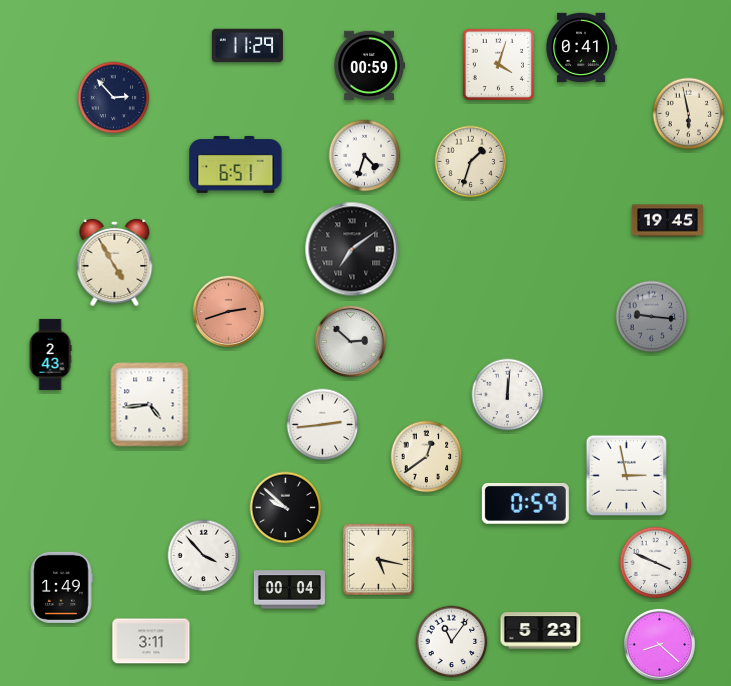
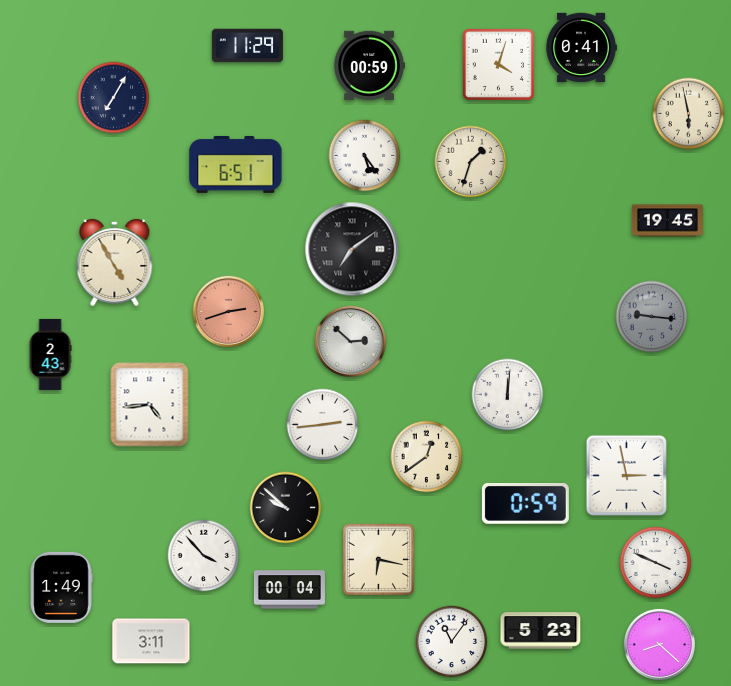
clock at (114, 98): 2:53 -> 7:05
clock at (365, 156): 4:33 -> 5:24
clock at (378, 559): 5:17 -> 6:17
